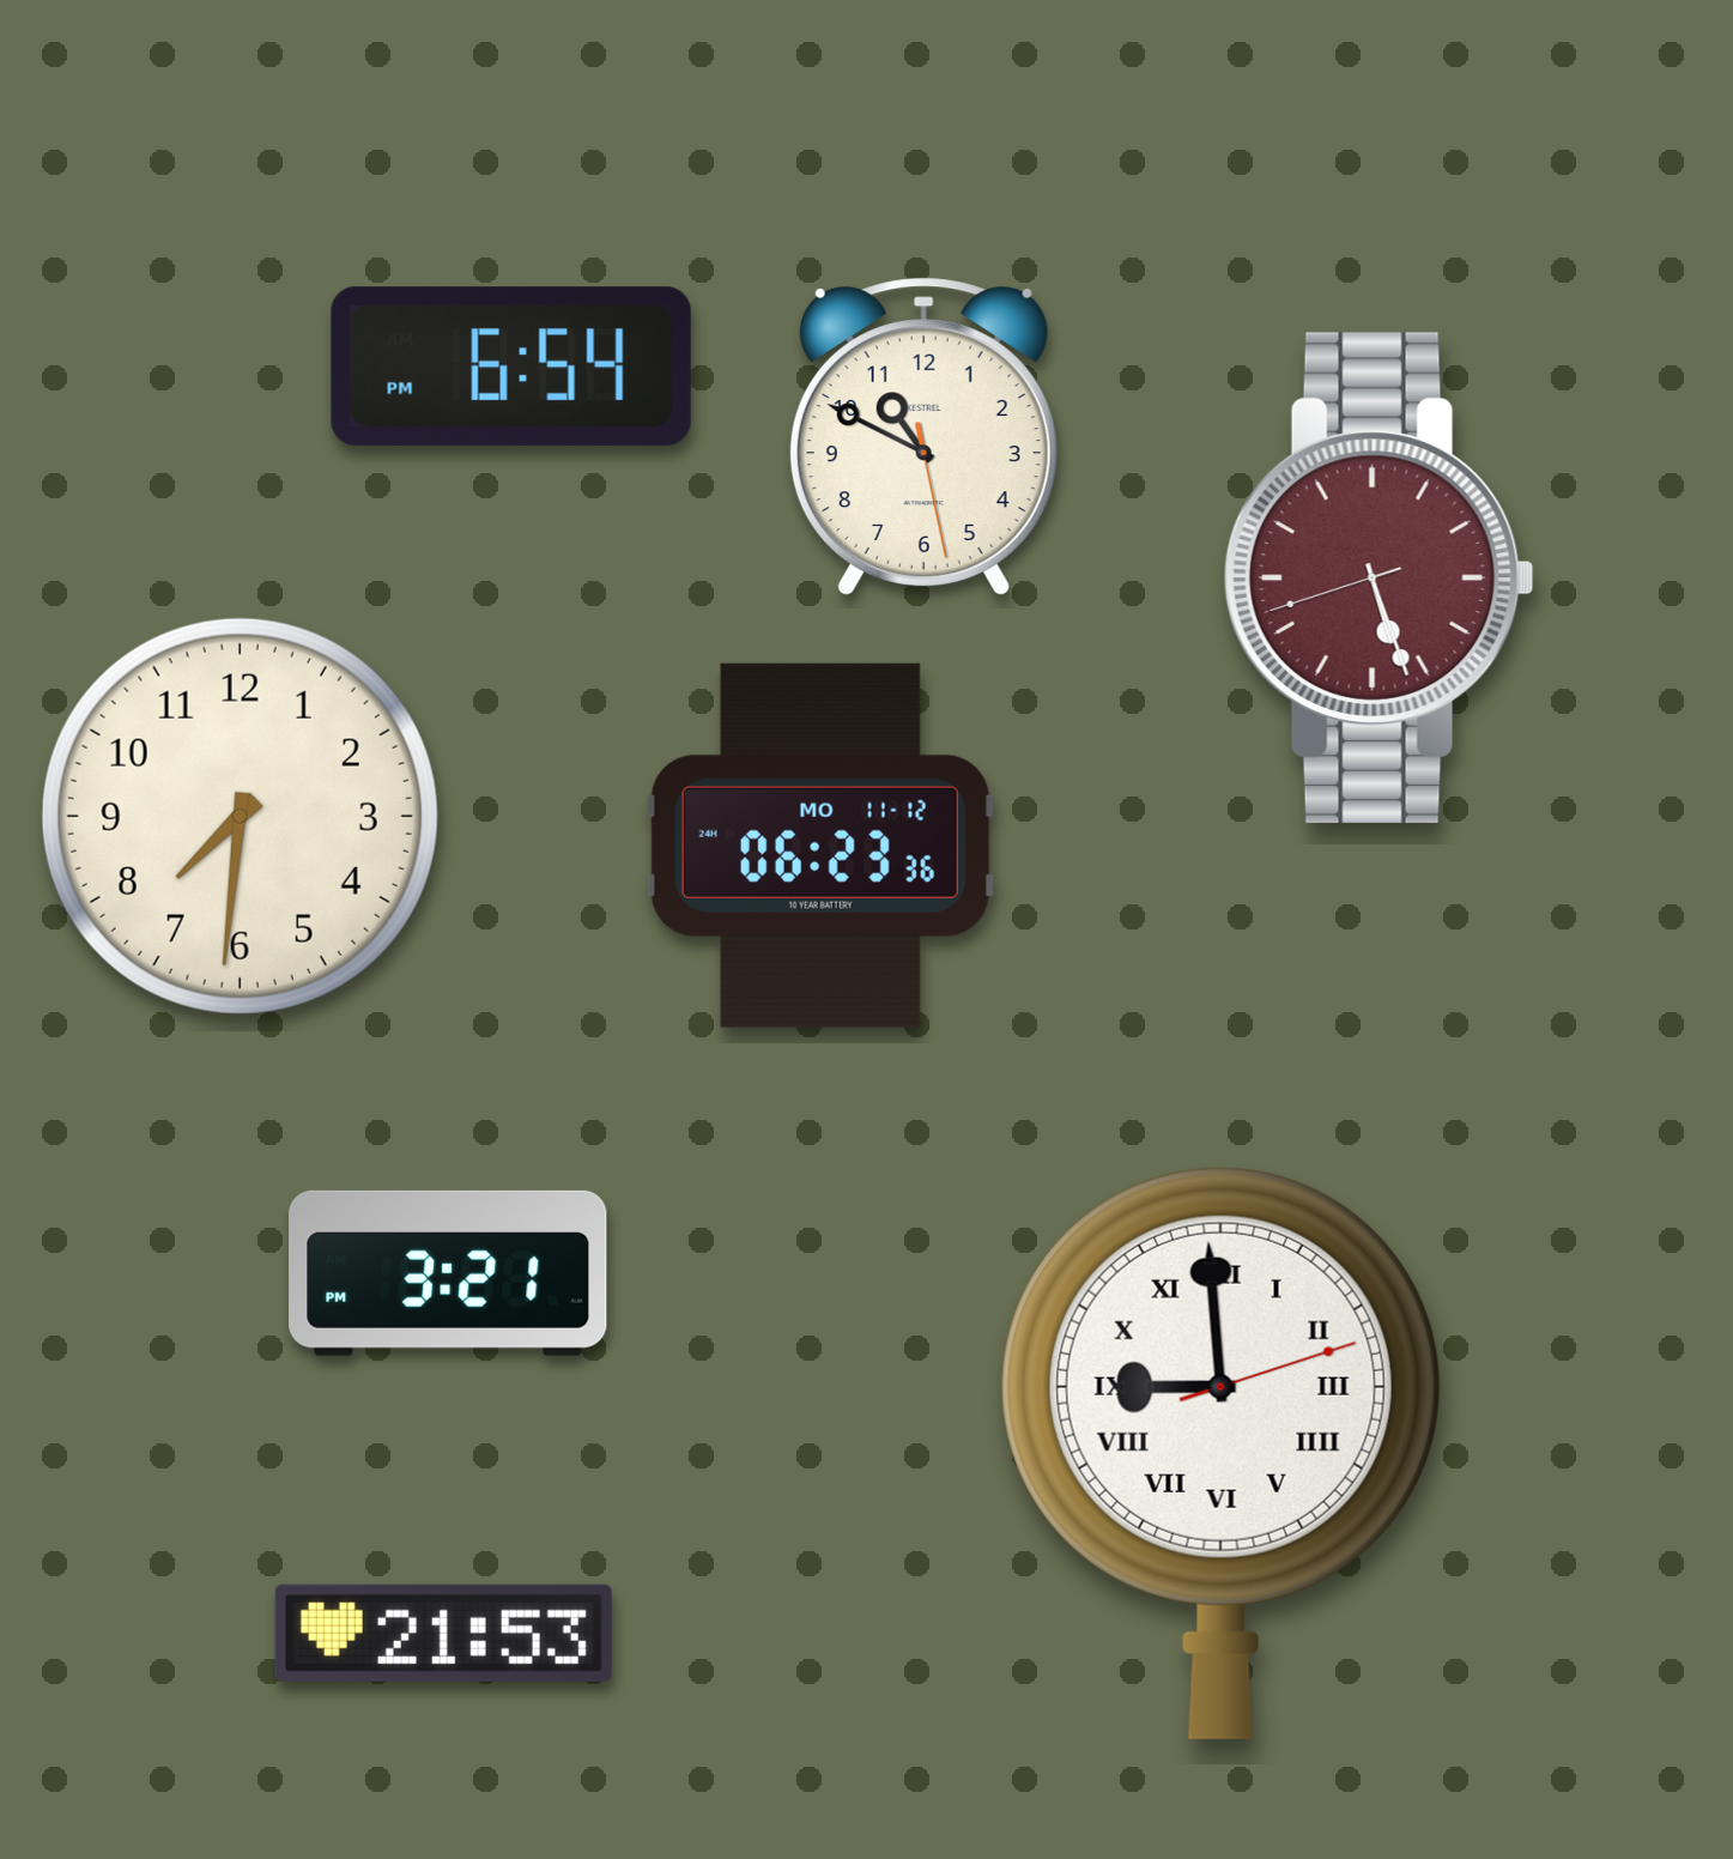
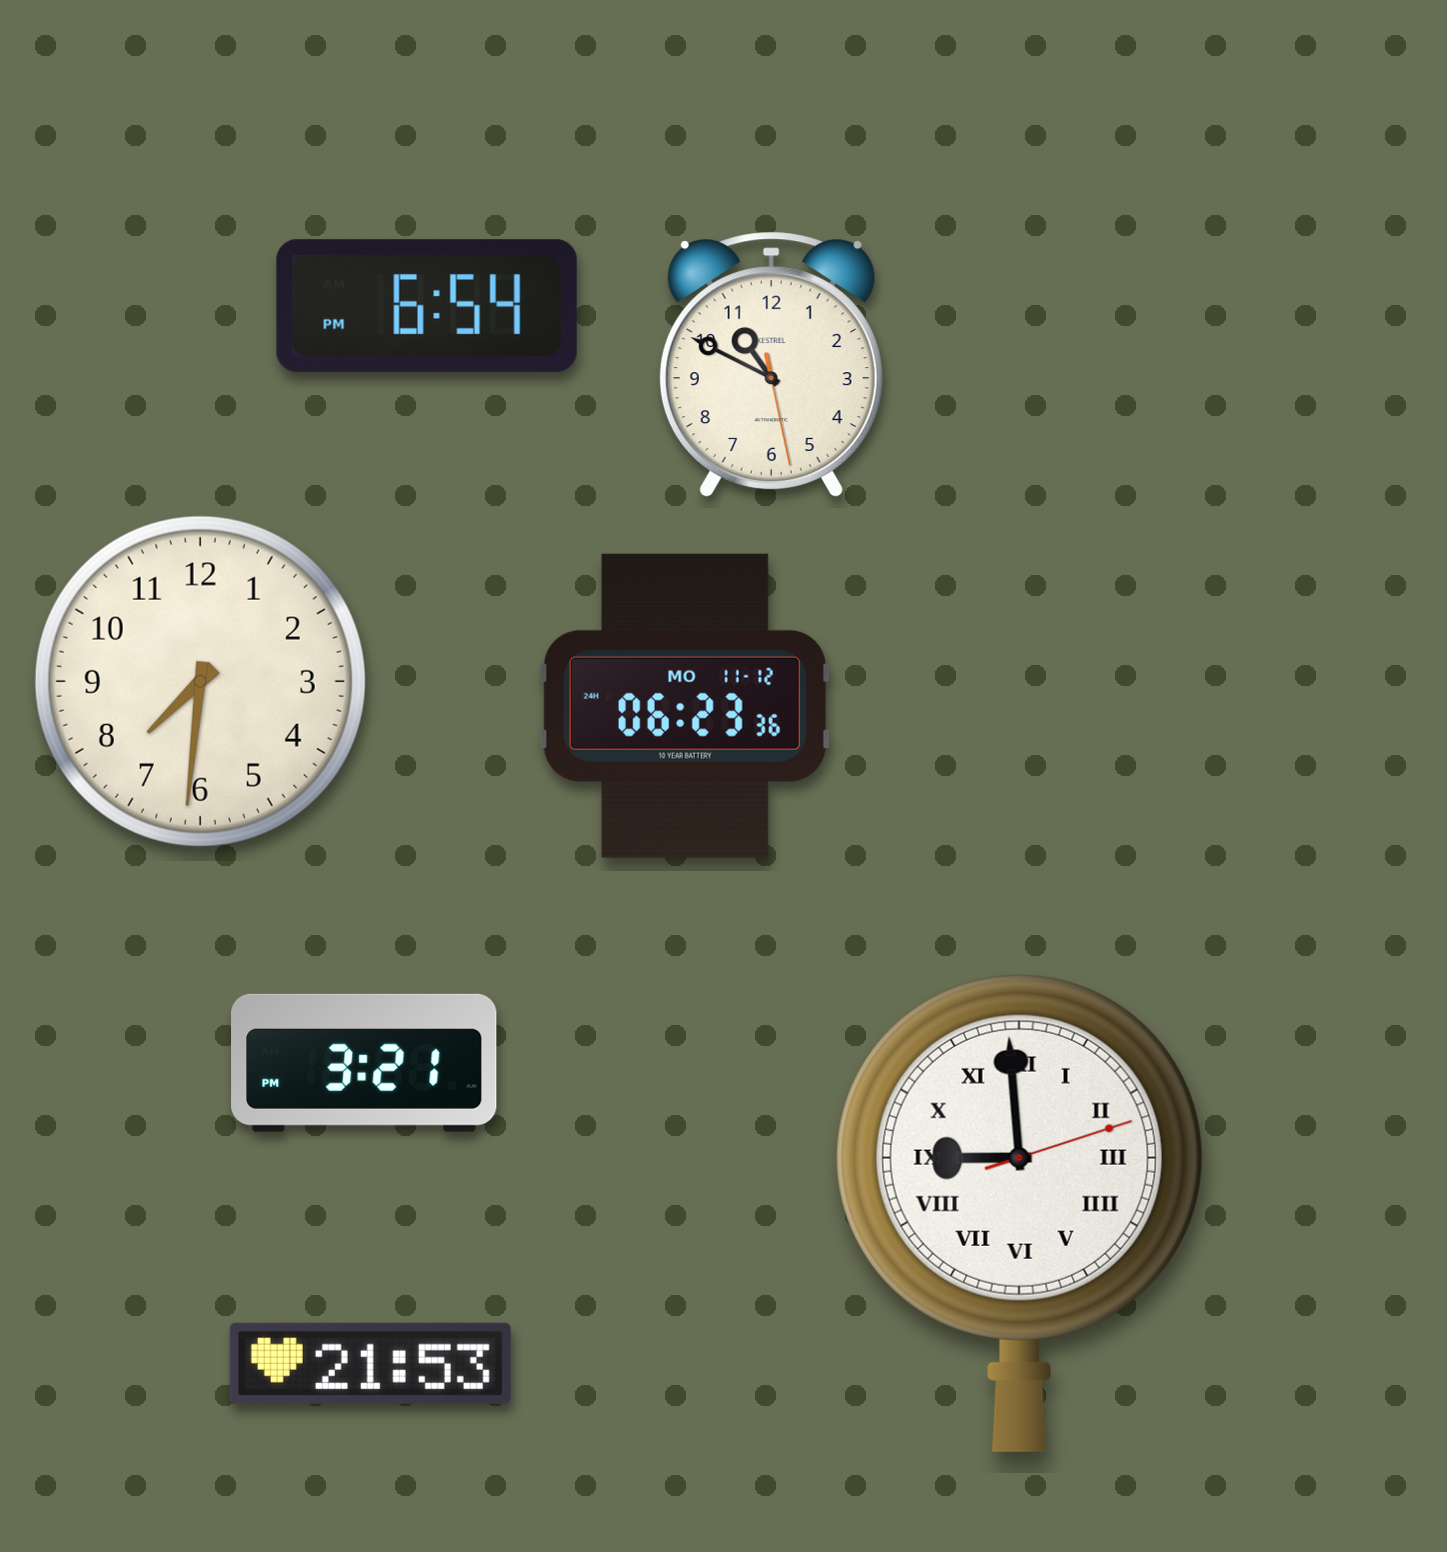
clock at (1378, 577): 5:26 -> none
clock at (448, 1273) position: (448, 1273) -> (364, 1063)
